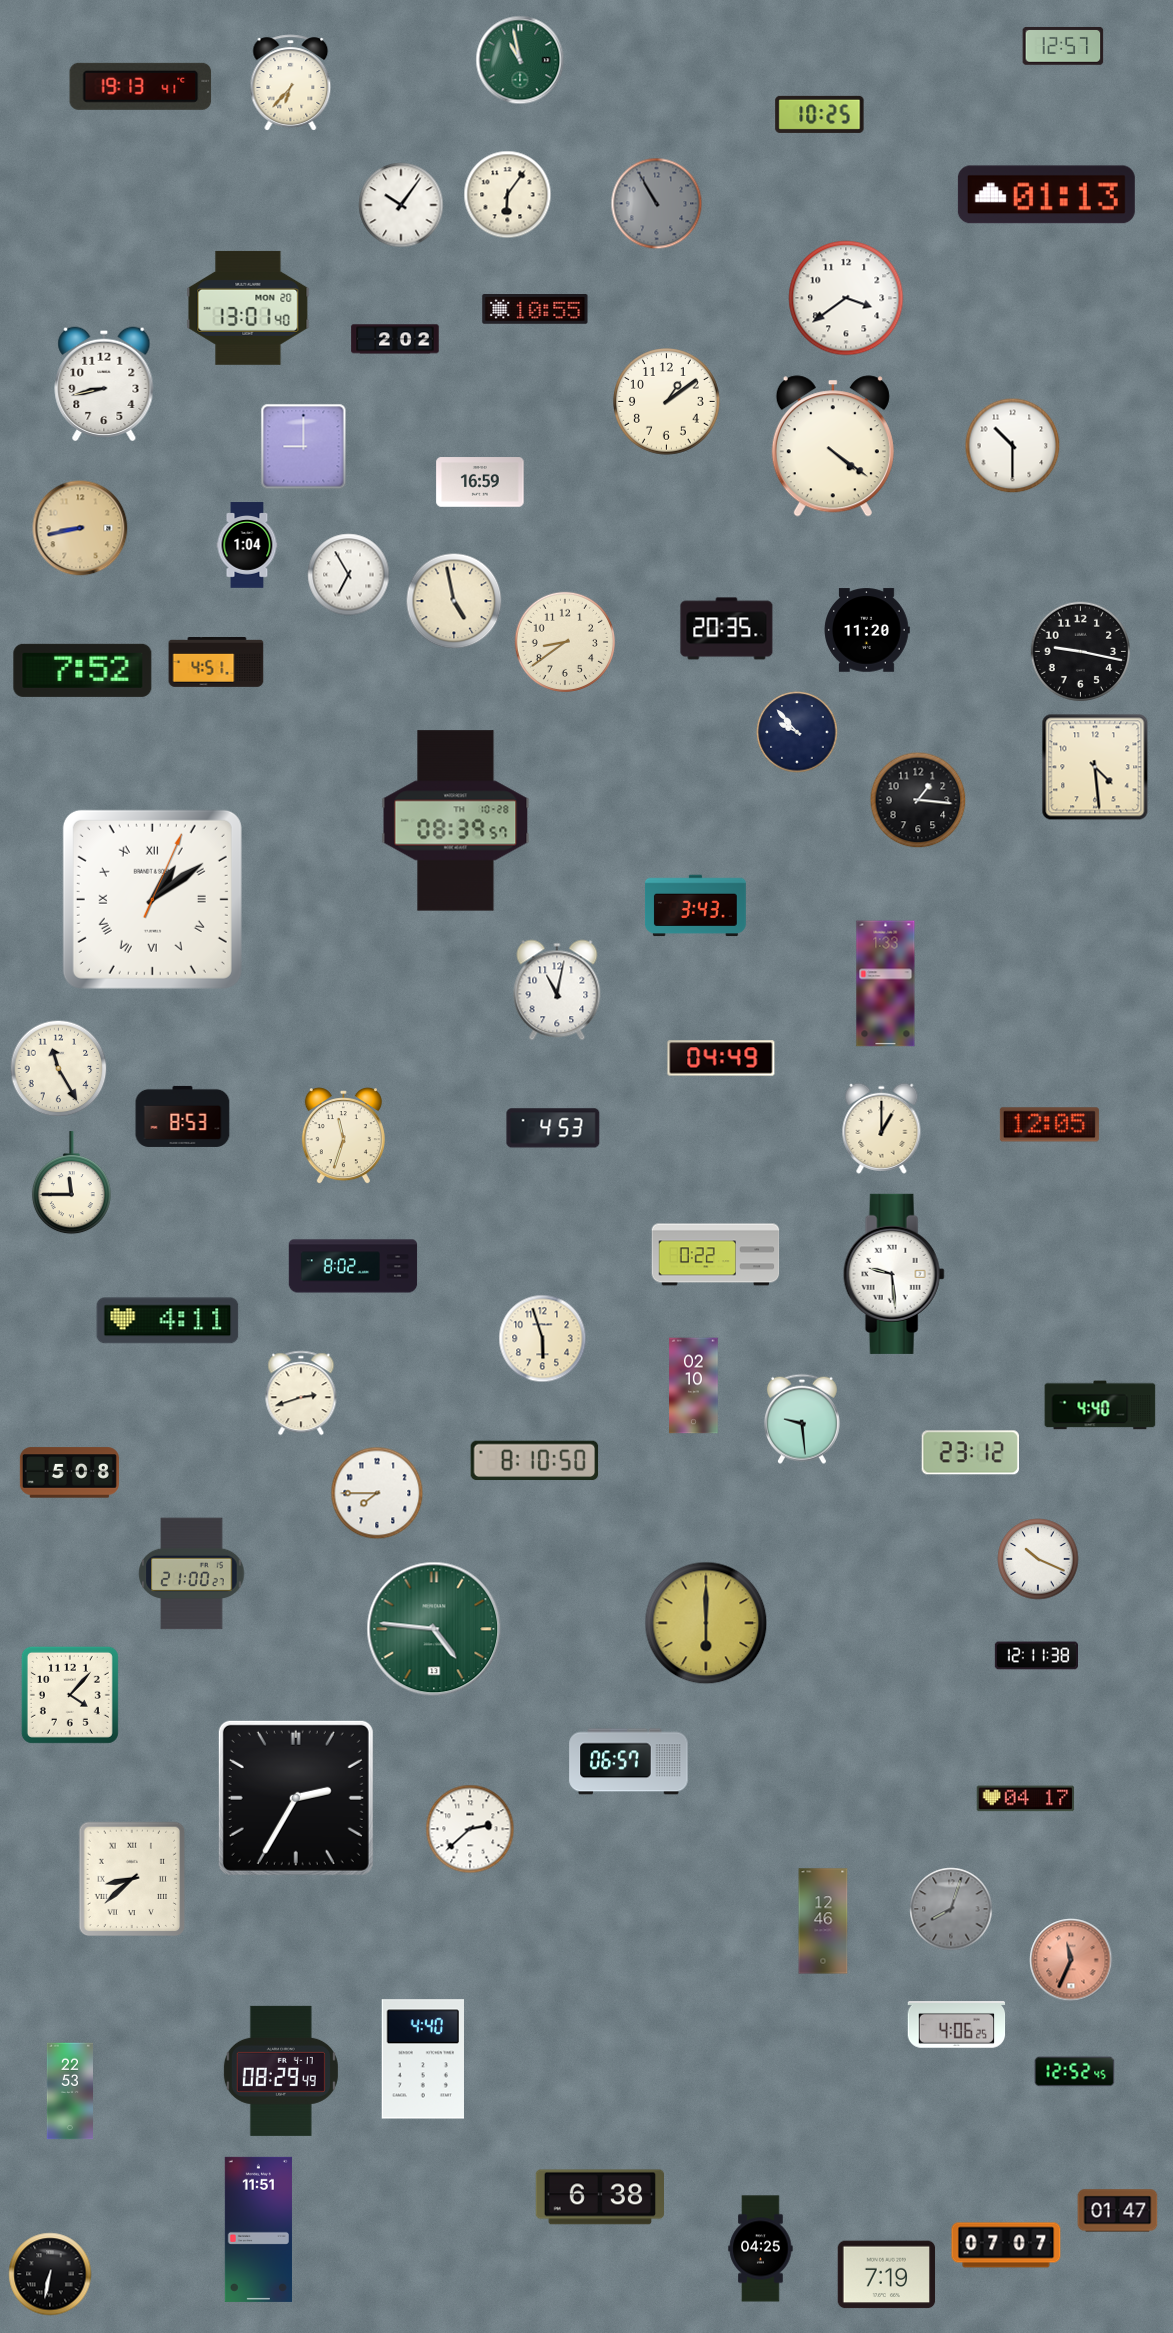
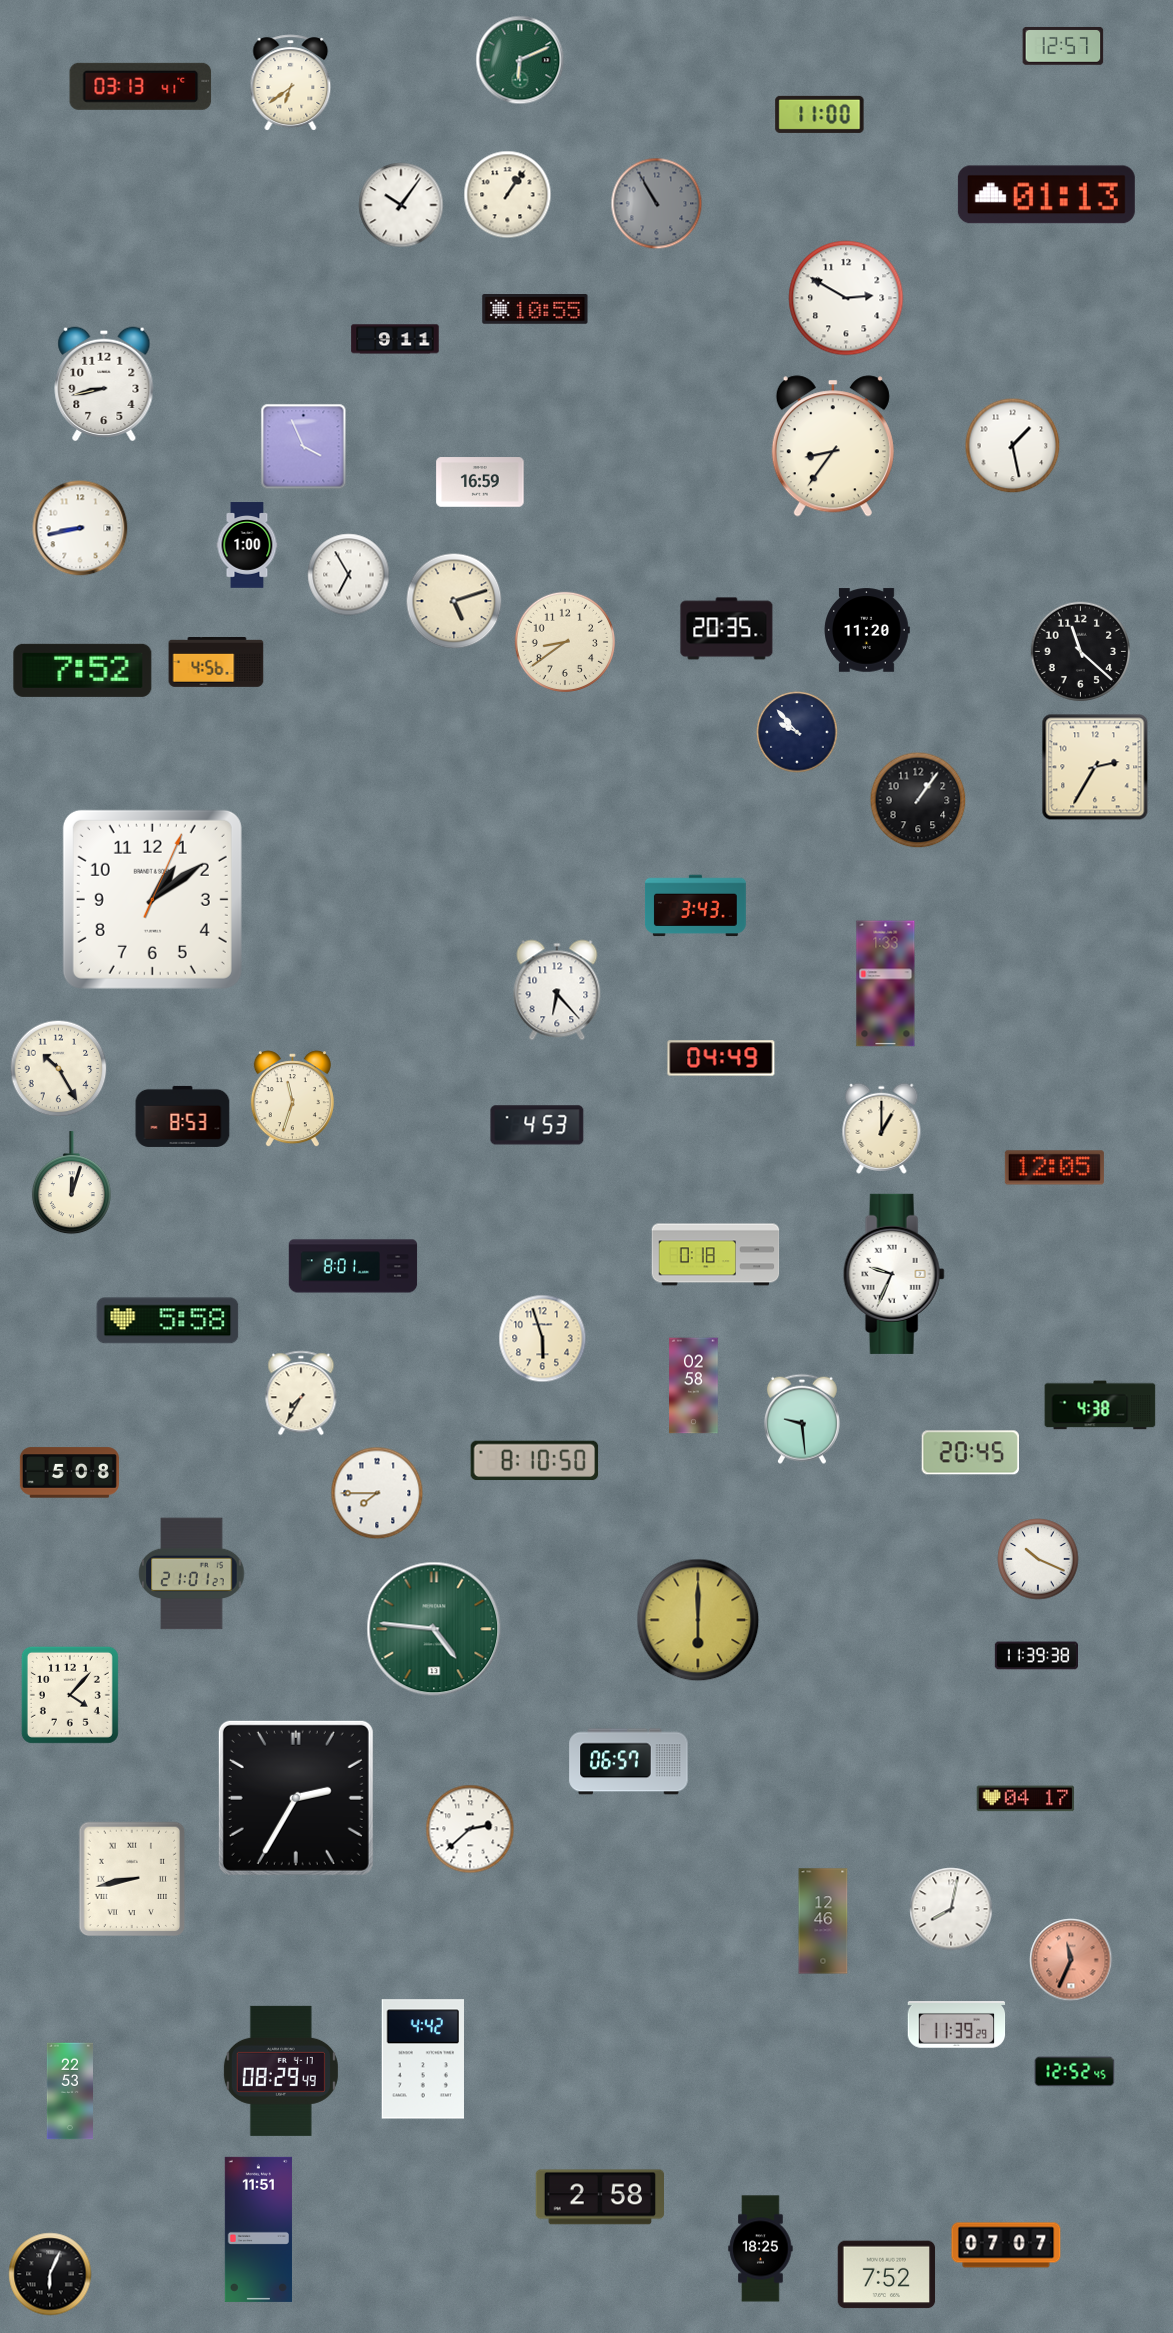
clock at (520, 60): 10:58 -> 6:11
clock at (291, 83): 6:37 -> 6:39
clock at (141, 86): 19:13 -> 03:13
clock at (820, 114): 10:25 -> 11:00
clock at (508, 195): 6:06 -> 1:06
clock at (846, 298): 3:39 -> 2:50
clock at (248, 308): 13:01 -> none
clock at (395, 339): 2:02 -> 9:11
clock at (667, 402): 1:09 -> none
clock at (833, 446): 4:21 -> 8:36
clock at (1013, 446): 10:30 -> 1:28
clock at (304, 447): 9:00 -> 3:56
clock at (80, 528) dial: champagne -> white
clock at (247, 545): 1:04 -> 1:00
clock at (454, 601): 4:58 -> 5:12
clock at (1080, 651): 9:17 -> 11:22
clock at (216, 663): 4:51 -> 4:56
clock at (1095, 767): 4:29 -> 2:35
clock at (918, 800): 1:16 -> 1:06
clock at (456, 821): 08:39 -> none
clock at (152, 899) numerals: Roman -> Arabic
clock at (557, 990): 11:02 -> 6:23
clock at (59, 1069): 11:25 -> 10:25
clock at (1049, 1125) position: (1049, 1125) -> (1054, 1168)
clock at (553, 1128) position: (553, 1128) -> (537, 1125)
clock at (343, 1136) position: (343, 1136) -> (292, 1099)
clock at (71, 1183): 11:45 -> 12:03
clock at (716, 1255): 0:22 -> 0:18
clock at (353, 1266): 8:02 -> 8:01
clock at (894, 1274): 9:29 -> 9:34
clock at (168, 1321): 4:11 -> 5:58
clock at (694, 1386): 02:10 -> 02:58
clock at (301, 1393): 2:42 -> 7:35
clock at (1100, 1405): 4:40 -> 4:38
clock at (970, 1453): 23:12 -> 20:45
clock at (192, 1574): 21:00 -> 21:01
clock at (706, 1623) position: (706, 1623) -> (698, 1620)
clock at (1036, 1656): 12:11 -> 11:39
clock at (132, 1879): 8:38 -> 8:43
clock at (951, 1909): 8:03 -> 8:02
clock at (951, 1909) dial: grey -> white
clock at (957, 2025): 4:06 -> 11:39
clock at (422, 2059): 4:40 -> 4:42
clock at (599, 2197): 6:38 -> 2:58
clock at (1118, 2211): 01:47 -> none
clock at (761, 2249): 04:25 -> 18:25
clock at (50, 2274): 6:32 -> 6:04
clock at (887, 2275): 7:19 -> 7:52
